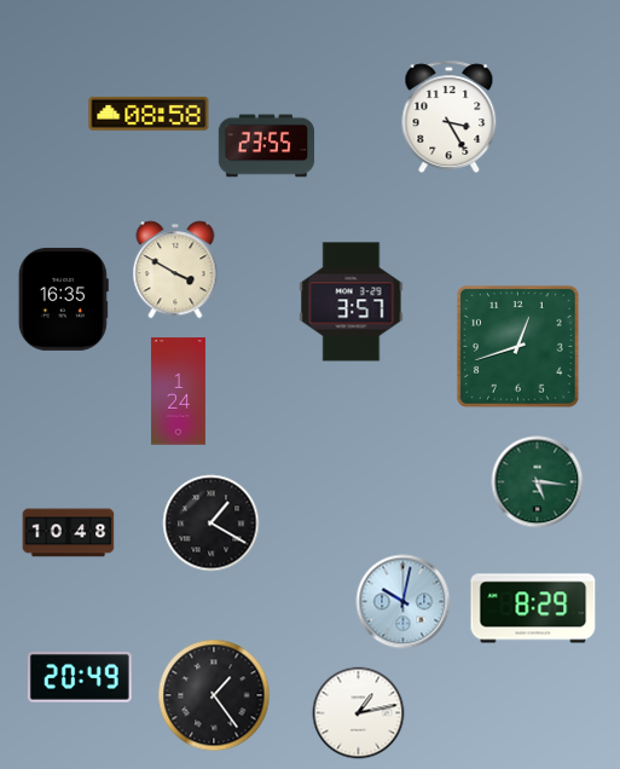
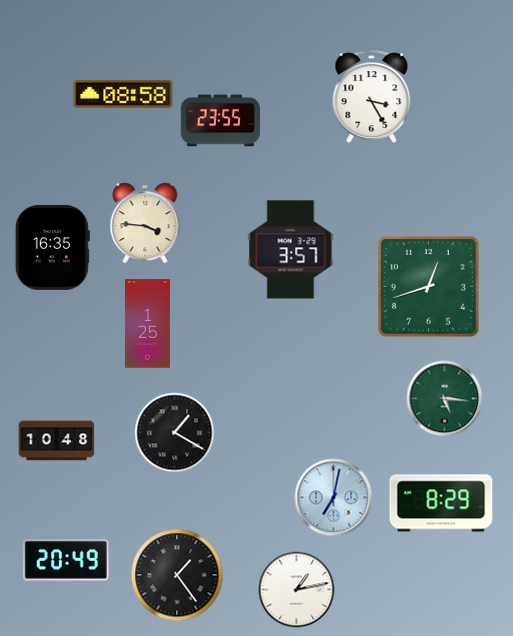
clock at (175, 270): 3:50 -> 3:46
clock at (178, 392): 1:24 -> 1:25
clock at (404, 602): 10:02 -> 7:02
